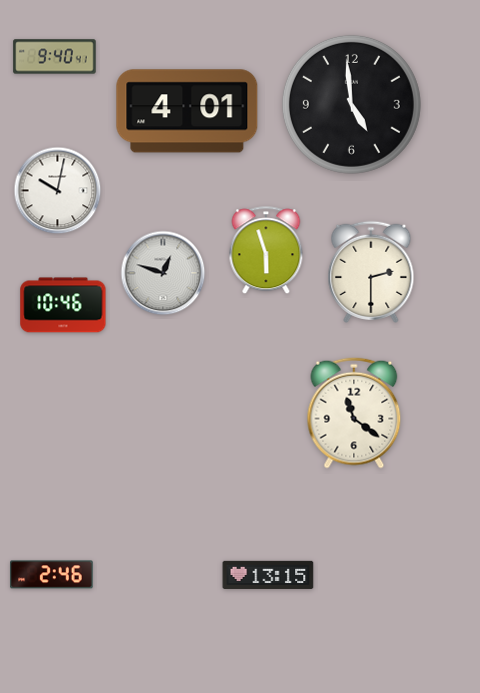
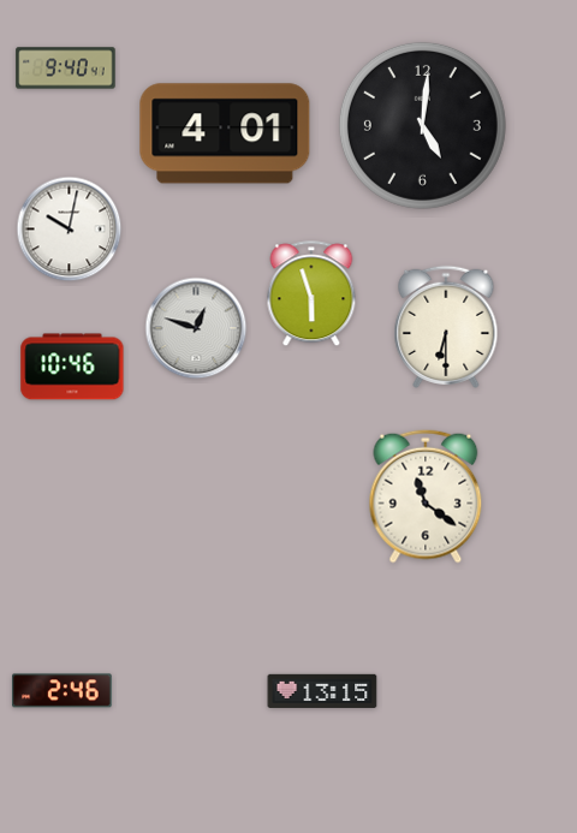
clock at (351, 104): 4:59 -> 5:01
clock at (266, 251) position: (266, 251) -> (311, 294)
clock at (371, 272): 2:30 -> 6:30
clock at (63, 305) position: (63, 305) -> (72, 367)
